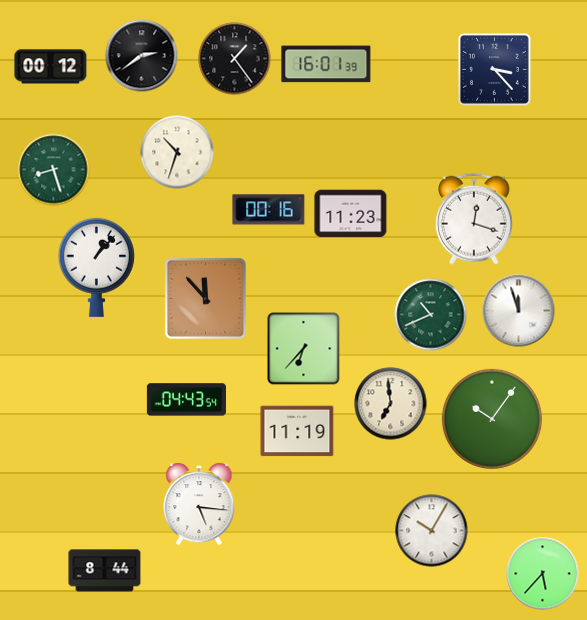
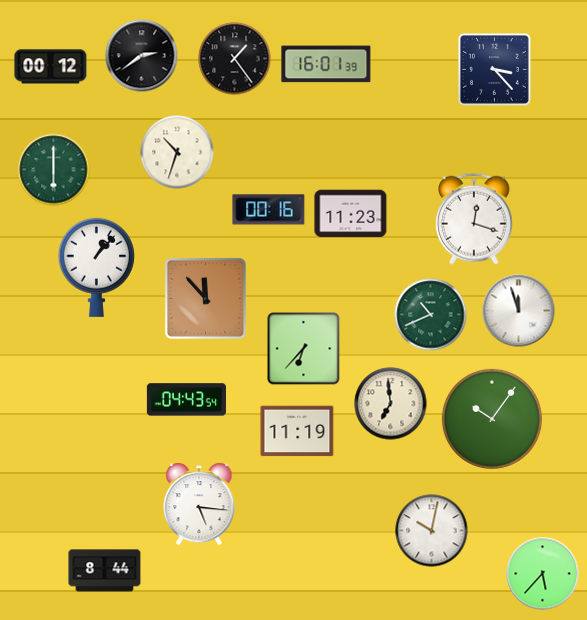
clock at (54, 170): 8:27 -> 6:00
clock at (432, 531): 10:05 -> 10:02
